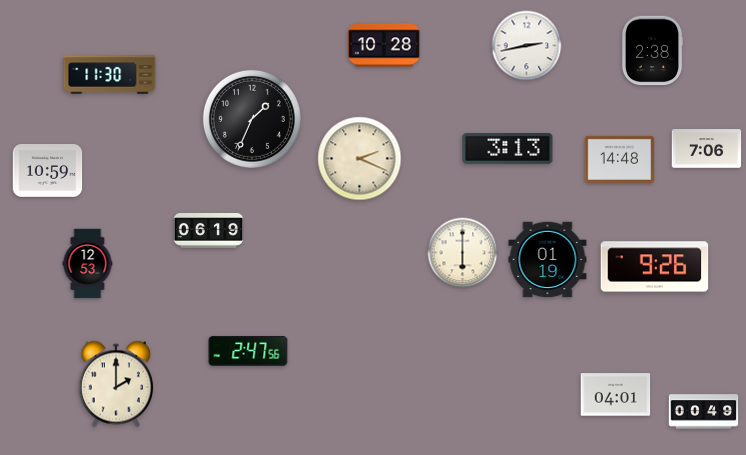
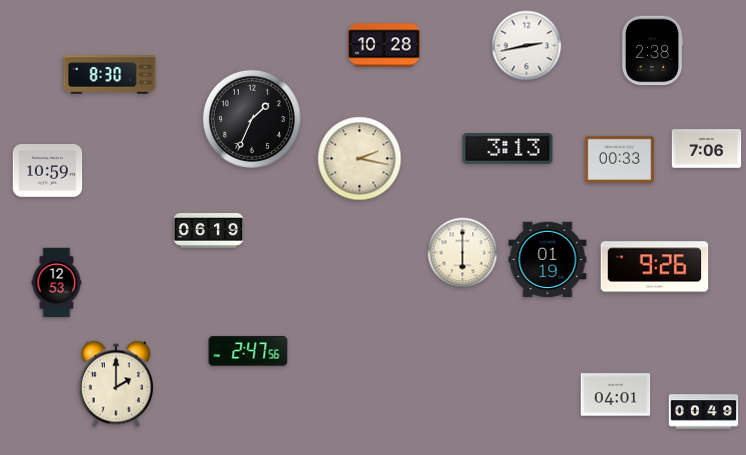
clock at (110, 75): 11:30 -> 8:30
clock at (360, 159): 2:19 -> 2:17
clock at (620, 159): 14:48 -> 00:33
clock at (88, 264) position: (88, 264) -> (57, 283)
